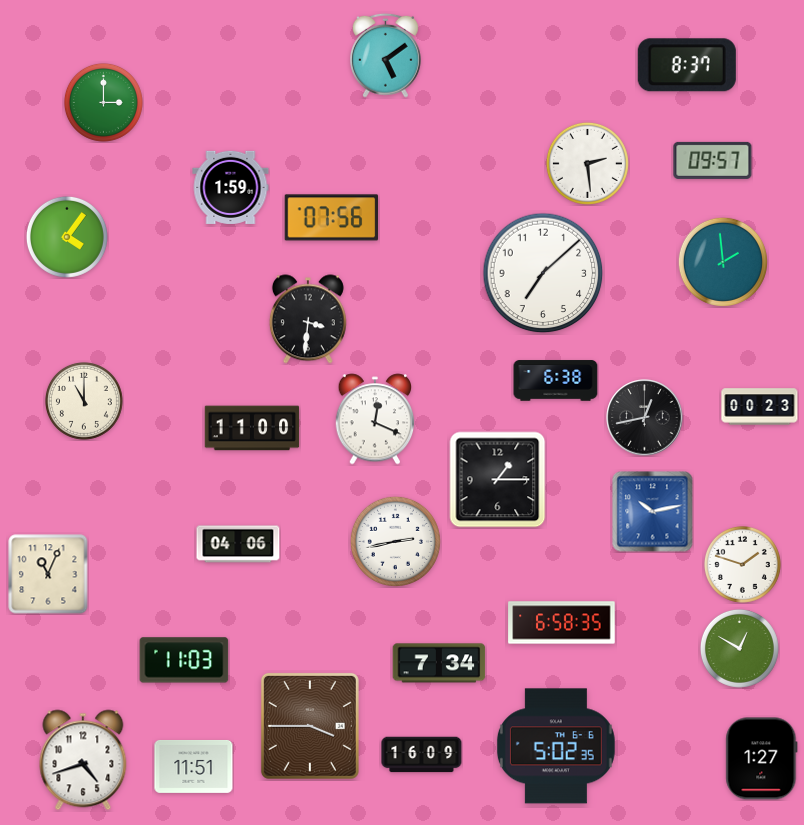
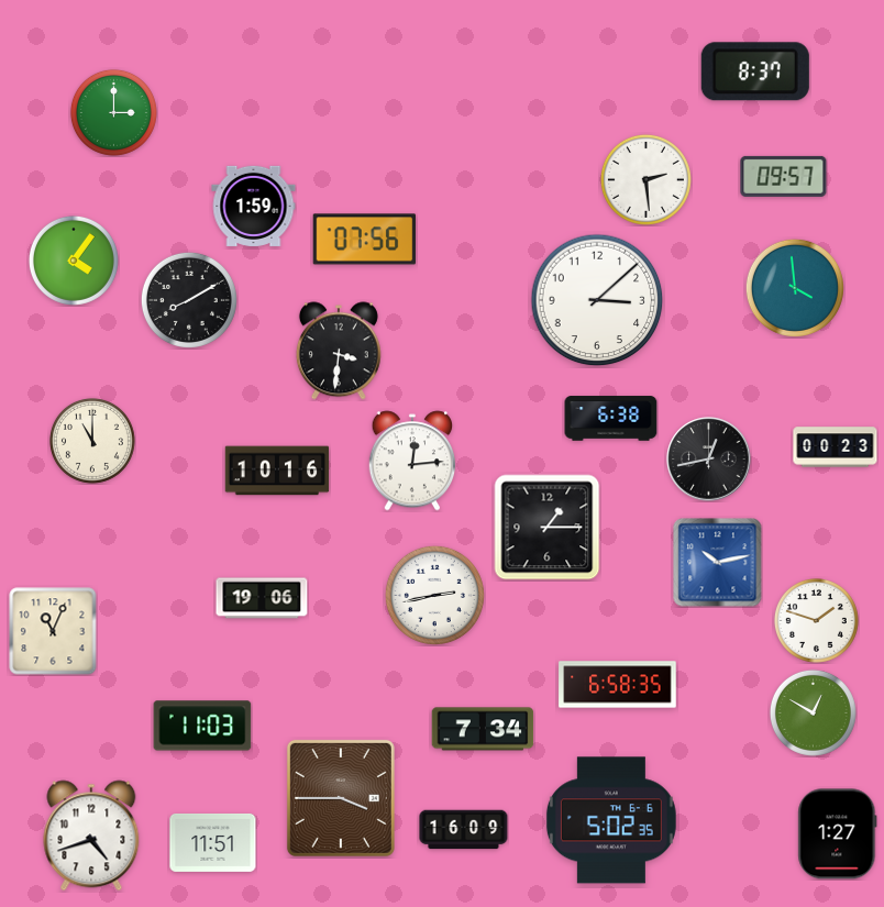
clock at (386, 55): 5:09 -> none
clock at (723, 262): 1:59 -> 3:59
clock at (189, 300): none -> 8:10
clock at (543, 273): 7:08 -> 3:08
clock at (375, 419): 12:19 -> 12:14
clock at (252, 428): 11:00 -> 10:16
clock at (238, 544): 04:06 -> 19:06
